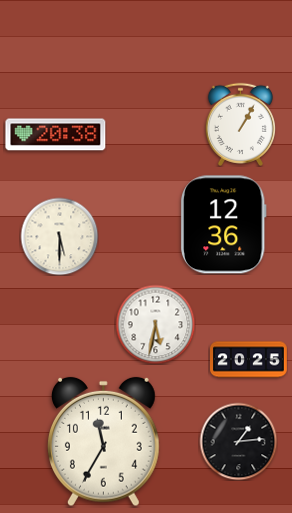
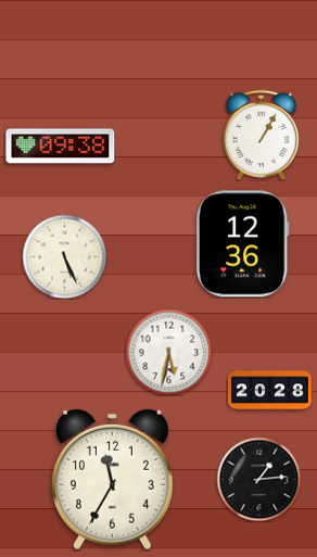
clock at (56, 135): 20:38 -> 09:38
clock at (59, 236): 5:30 -> 5:26
clock at (249, 360): 20:25 -> 20:28
